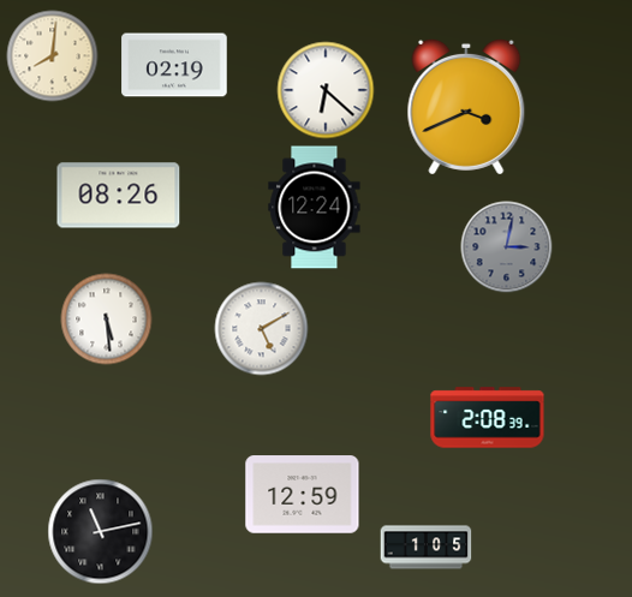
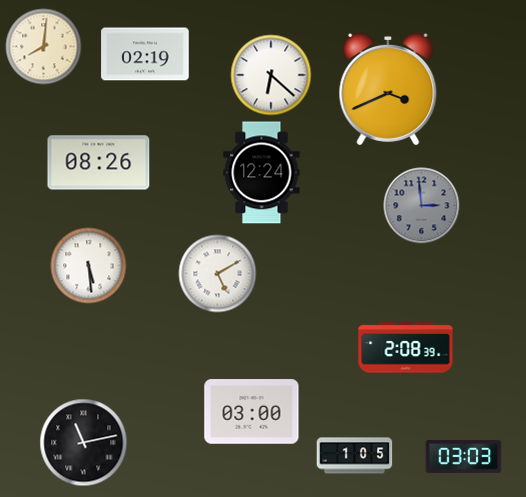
clock at (507, 247): 3:02 -> 2:59
clock at (303, 495): 12:59 -> 03:00
clock at (464, 456): none -> 03:03
